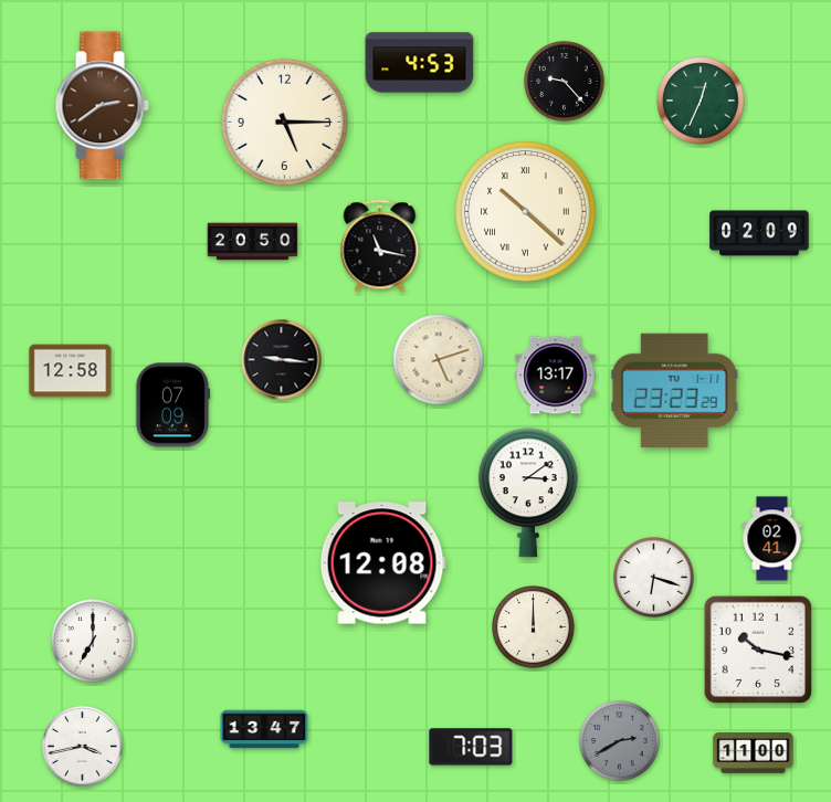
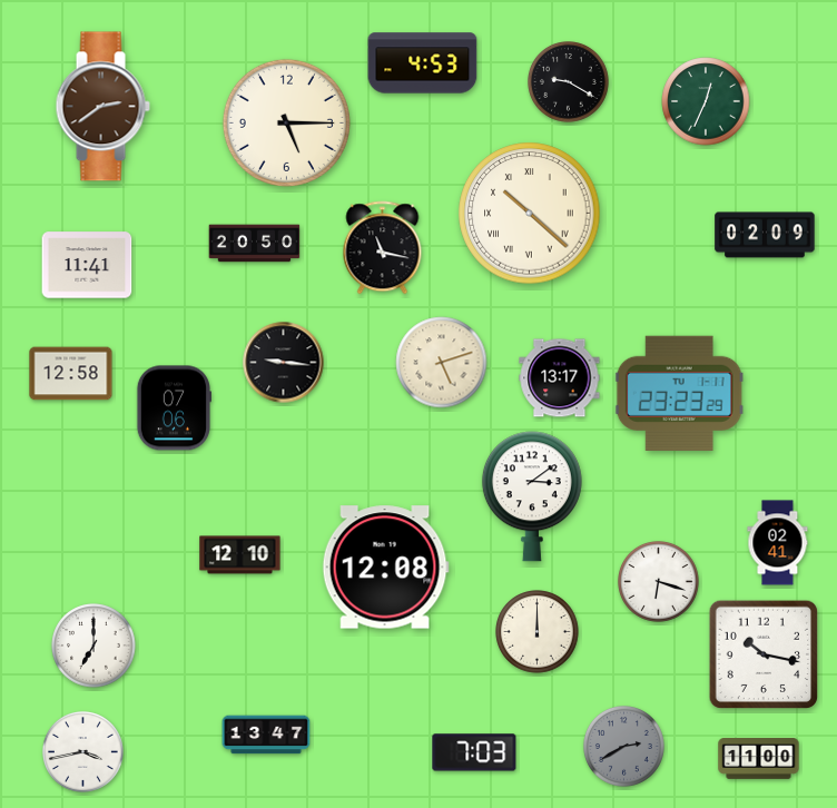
clock at (565, 82): 9:23 -> 9:20
clock at (87, 265): none -> 11:41
clock at (171, 405): 07:09 -> 07:06
clock at (240, 555): none -> 12:10
